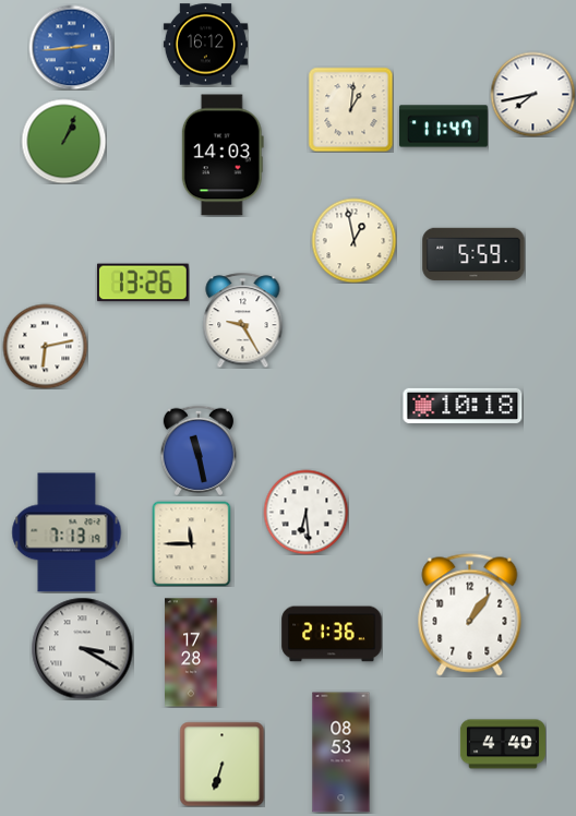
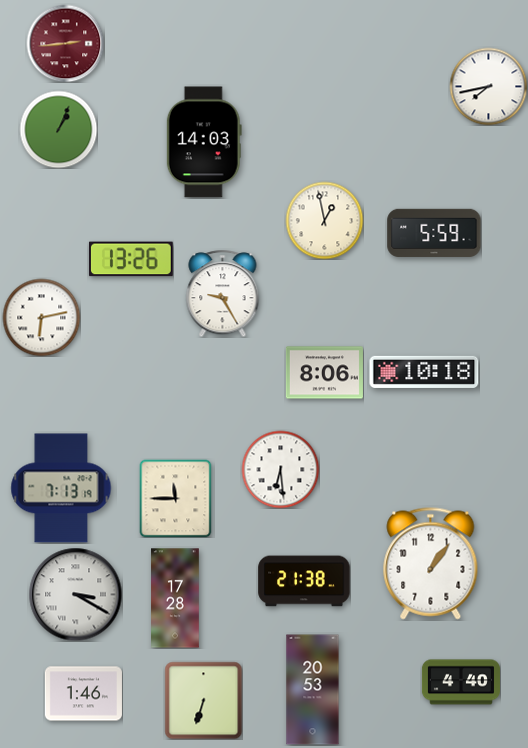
clock at (205, 45): 16:12 -> none
clock at (71, 47) dial: blue -> burgundy
clock at (350, 109): 1:01 -> none
clock at (443, 127): 11:47 -> none
clock at (324, 373): none -> 8:06
clock at (197, 451): 11:28 -> none
clock at (332, 634): 21:36 -> 21:38
clock at (341, 753): 08:53 -> 20:53
clock at (83, 694): none -> 1:46
